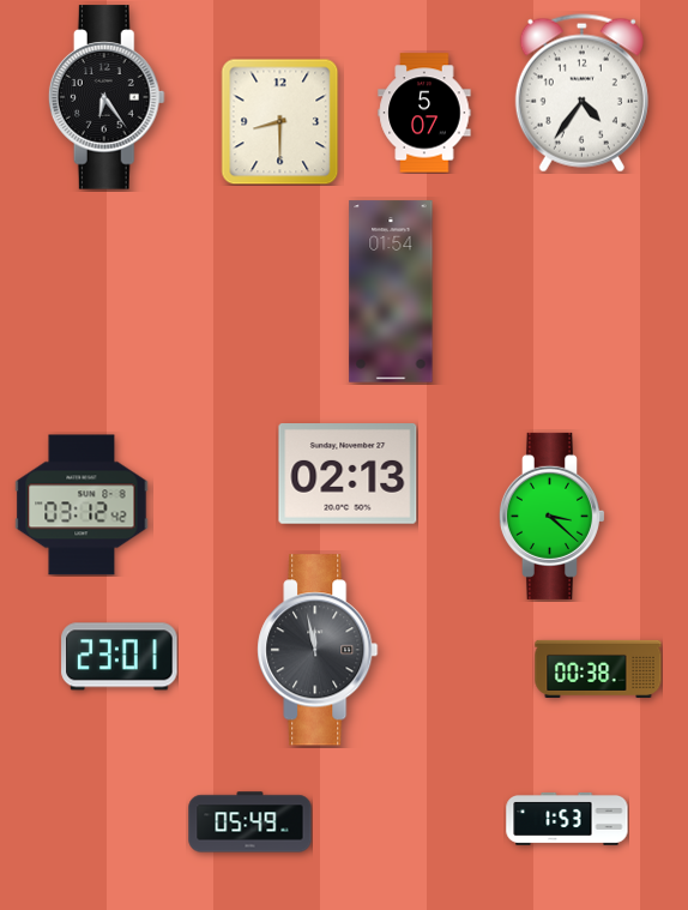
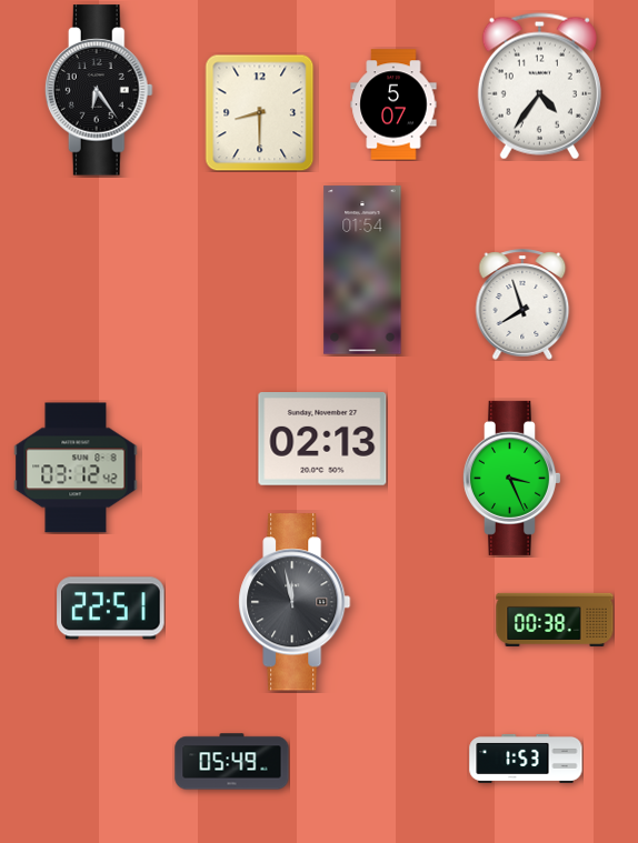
clock at (522, 304): none -> 7:57
clock at (551, 516): 3:22 -> 3:26
clock at (120, 657): 23:01 -> 22:51
